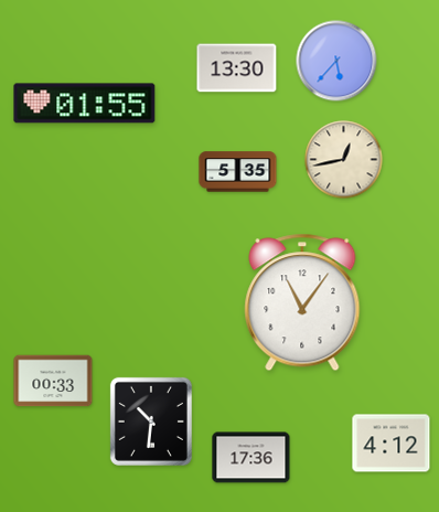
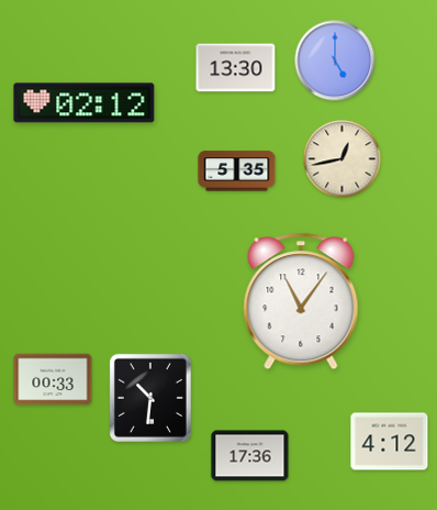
clock at (336, 61): 5:37 -> 5:00
clock at (85, 104): 01:55 -> 02:12
clock at (151, 422) position: (151, 422) -> (150, 398)
